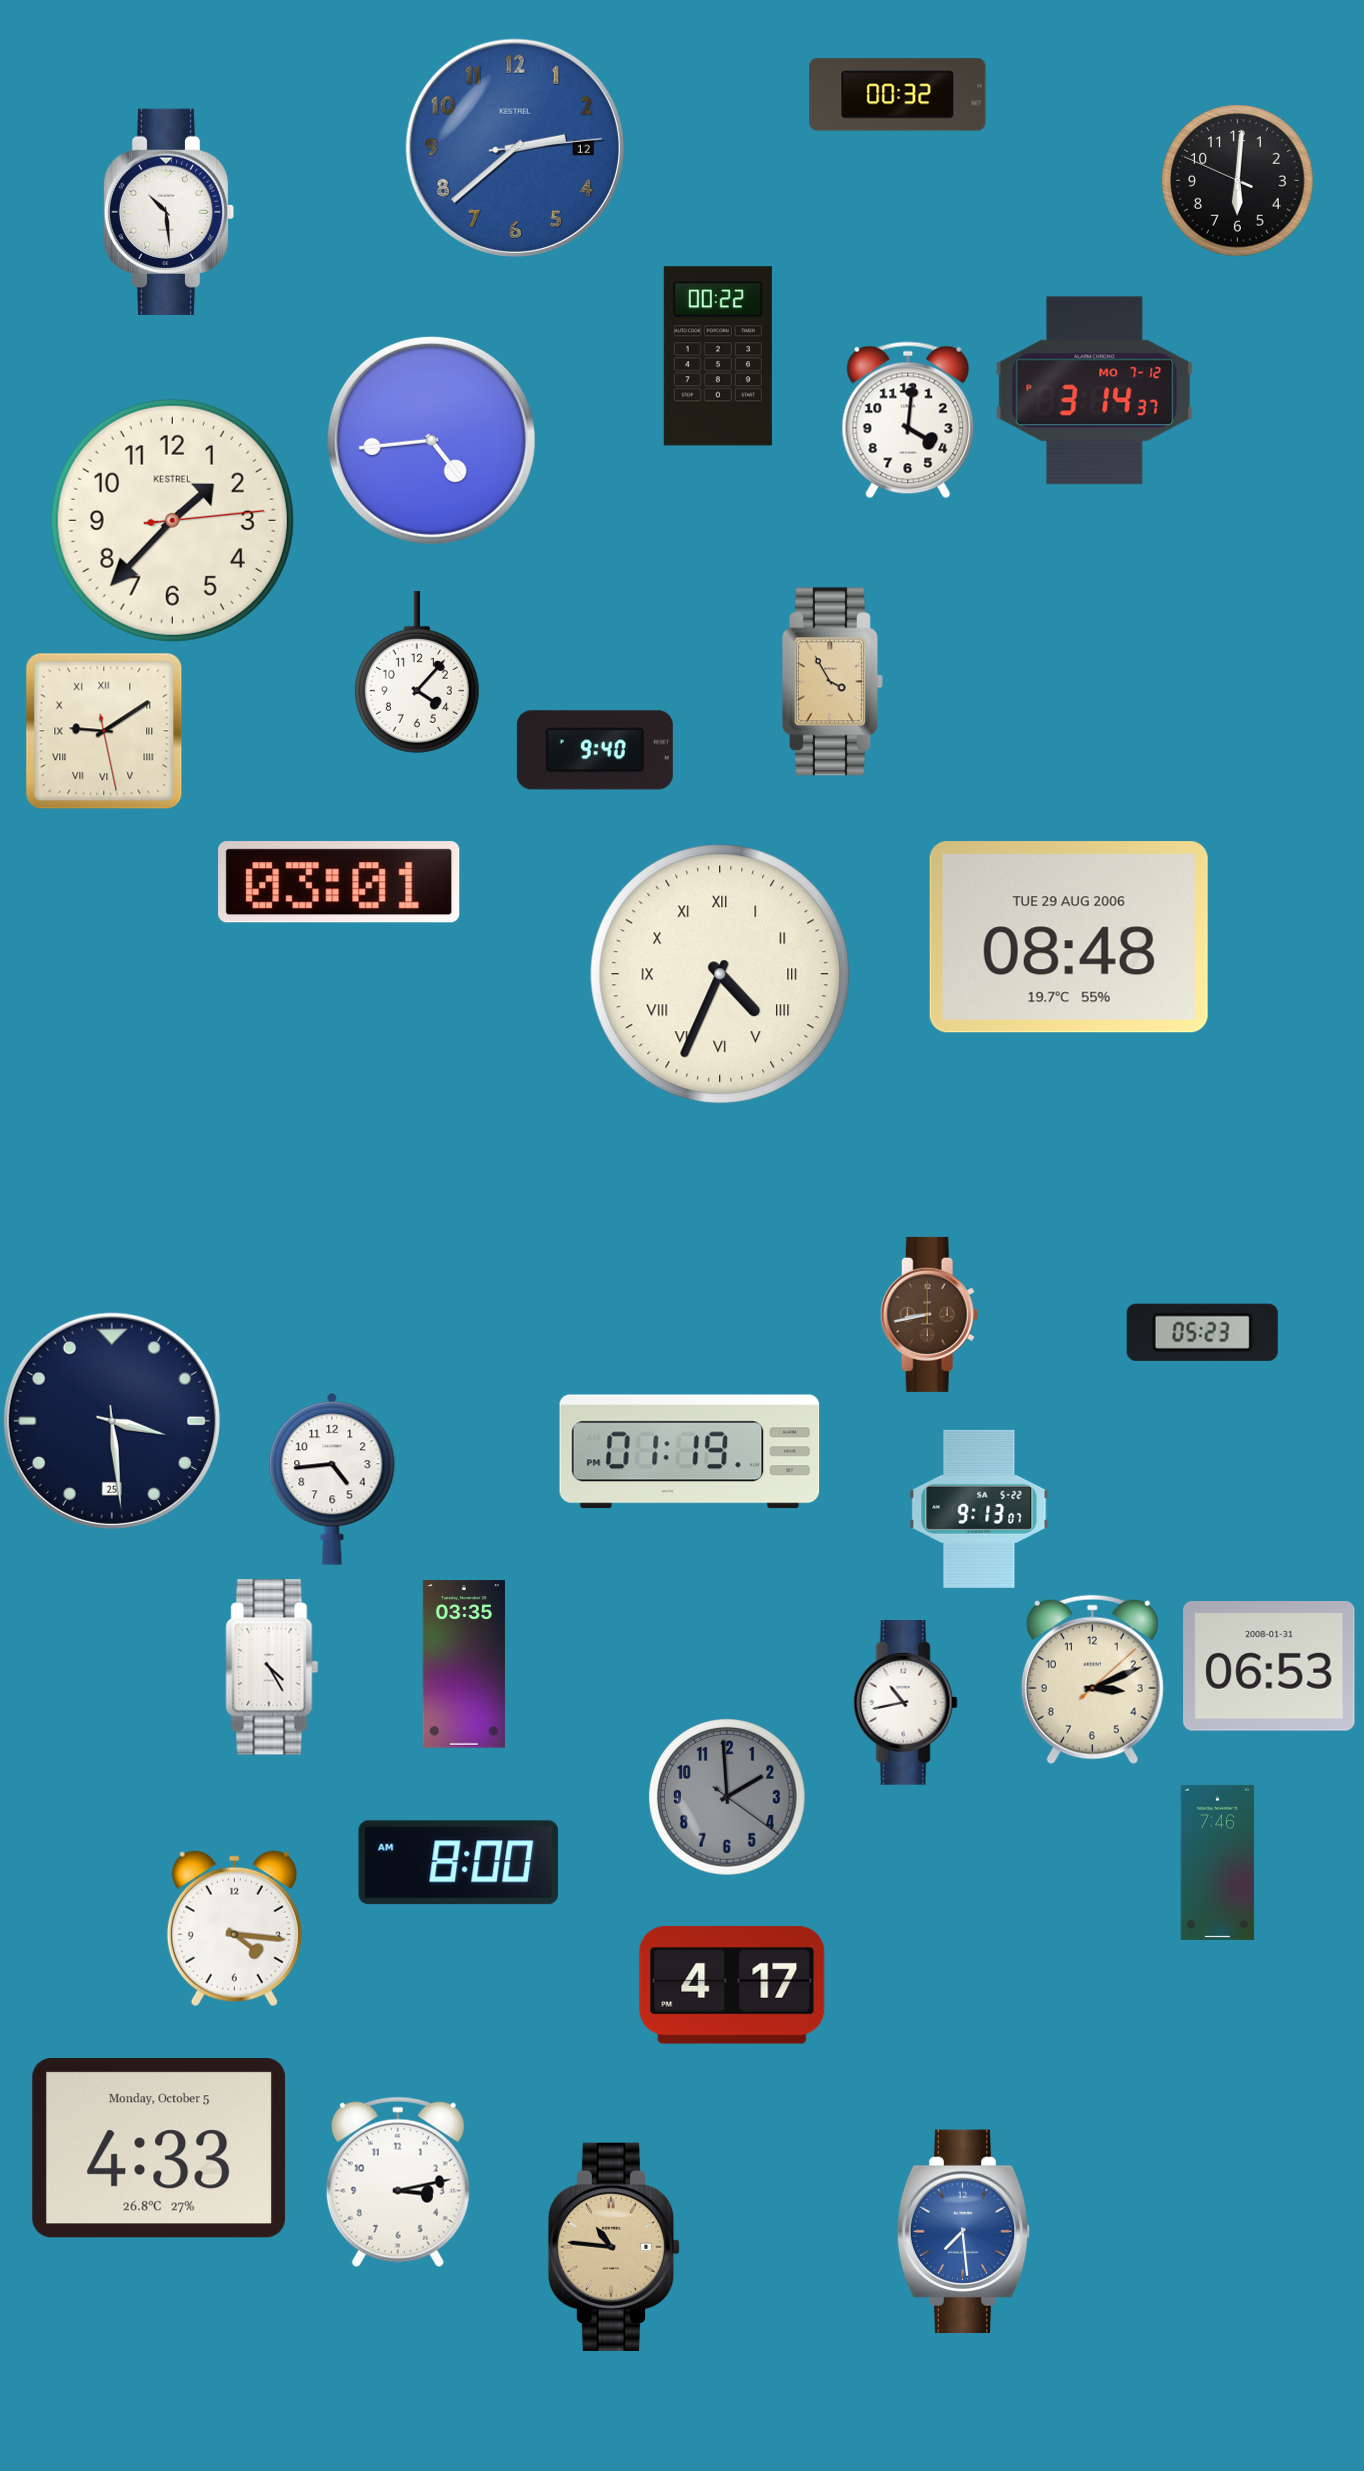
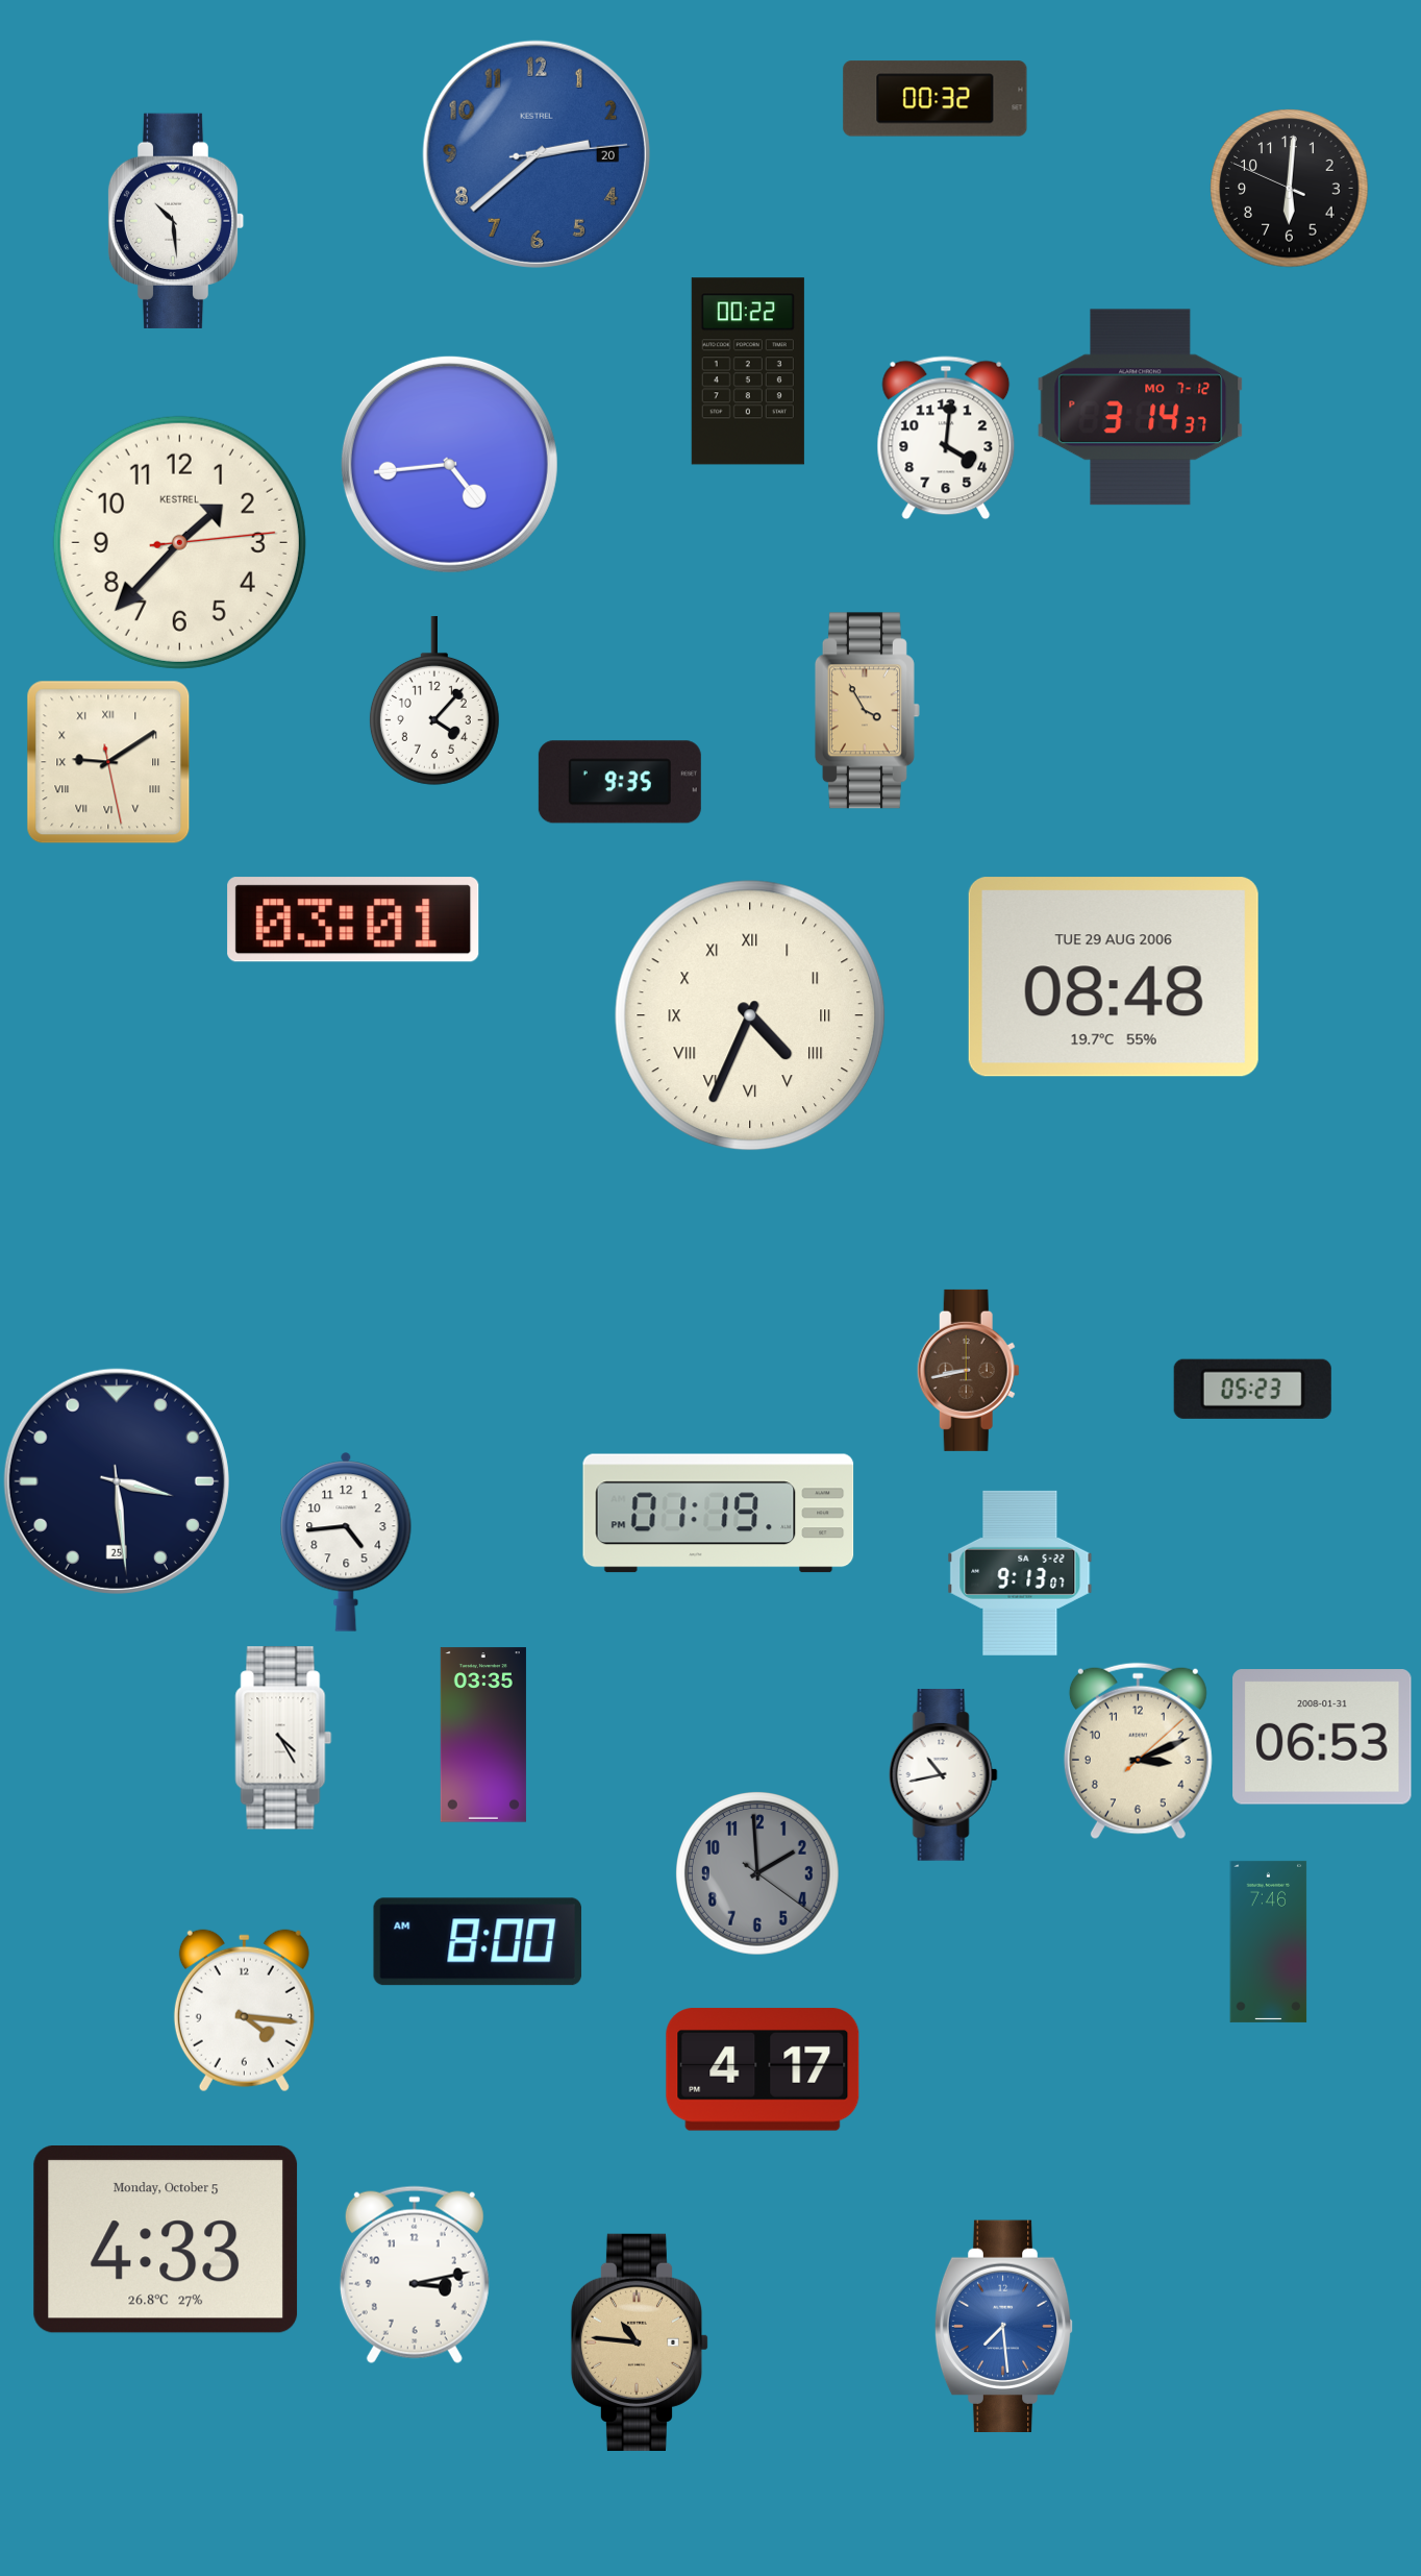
clock at (515, 148) date: 12 -> 20
clock at (431, 440) position: (431, 440) -> (449, 464)
clock at (595, 750): 9:40 -> 9:35
